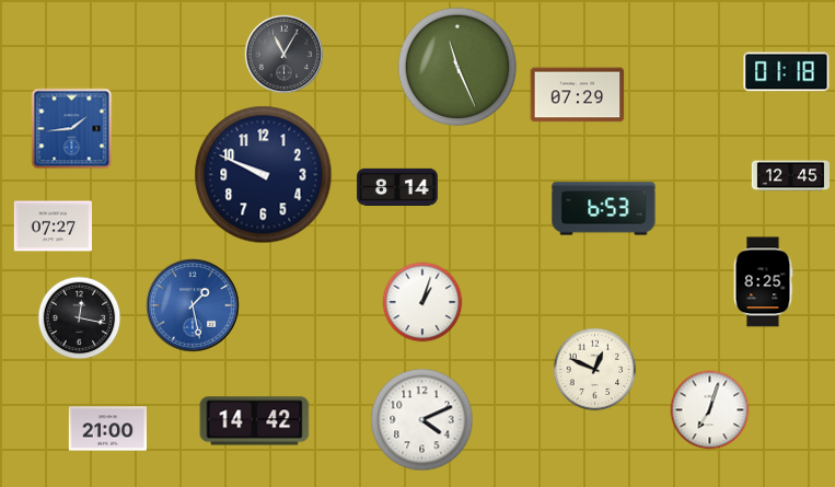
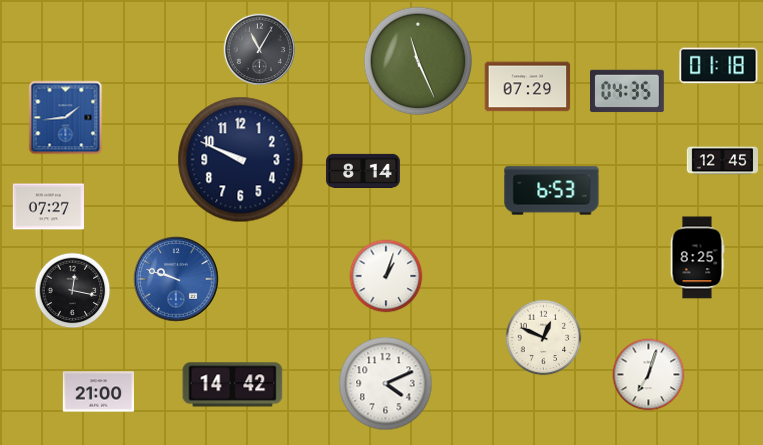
clock at (628, 91): none -> 04:35
clock at (193, 305): 1:28 -> 9:48
